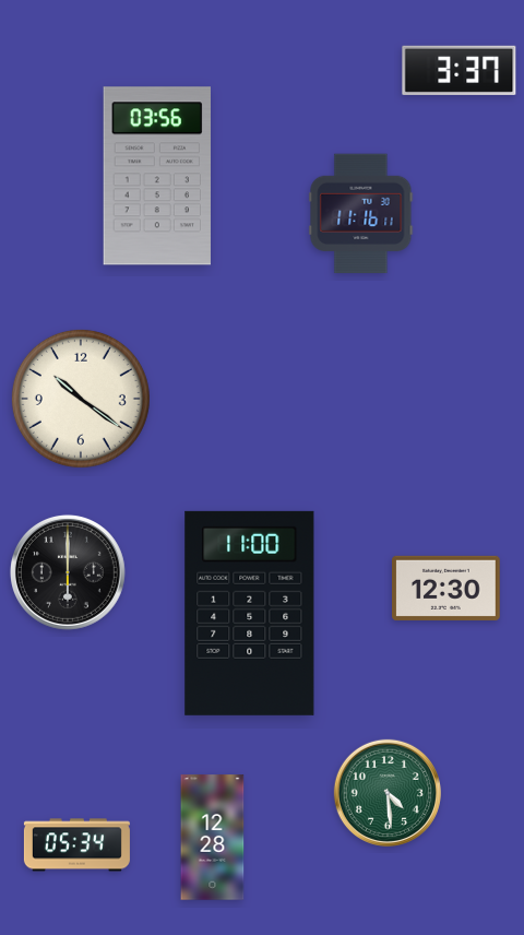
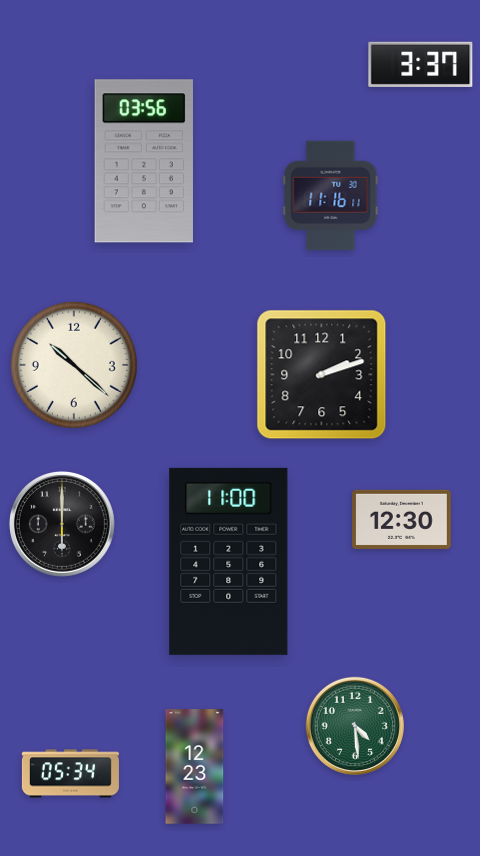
clock at (81, 399): 10:21 -> 10:22
clock at (322, 375): none -> 2:12
clock at (446, 588) position: (446, 588) -> (402, 519)
clock at (213, 838): 12:28 -> 12:23
